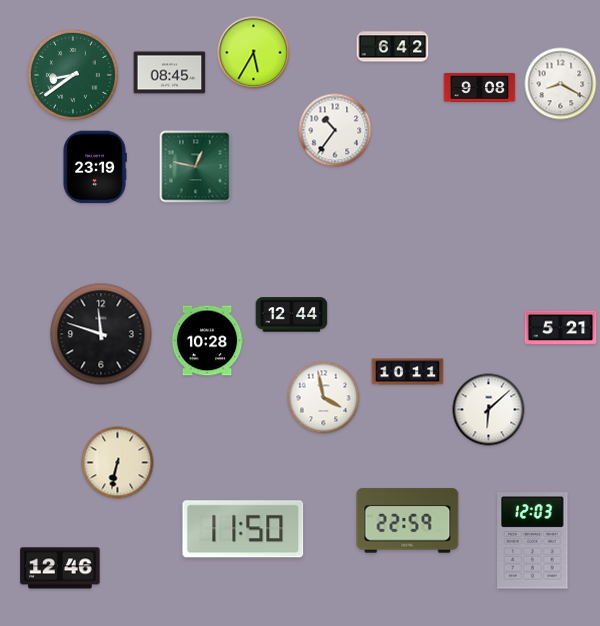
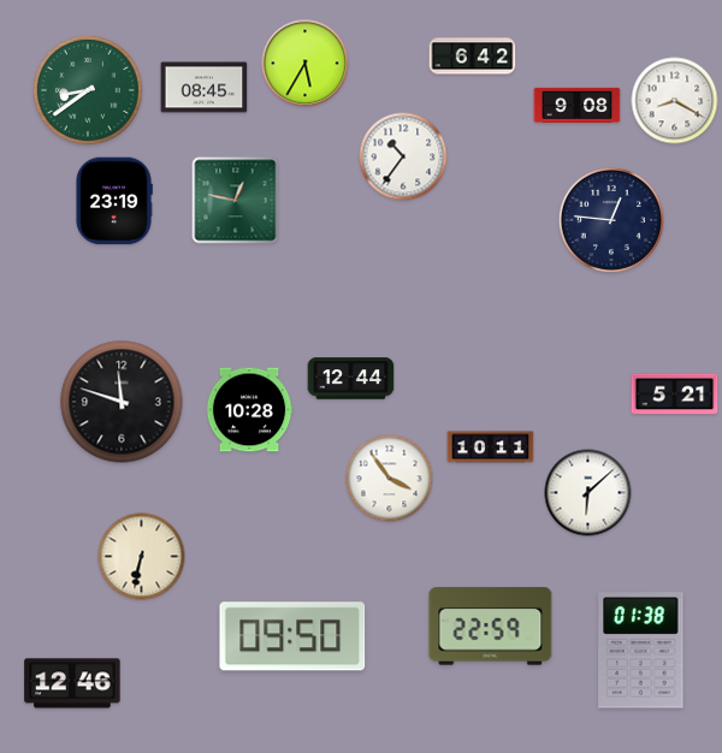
clock at (611, 220): none -> 12:46
clock at (324, 398): 3:58 -> 3:54
clock at (243, 529): 11:50 -> 09:50
clock at (533, 541): 12:03 -> 01:38
